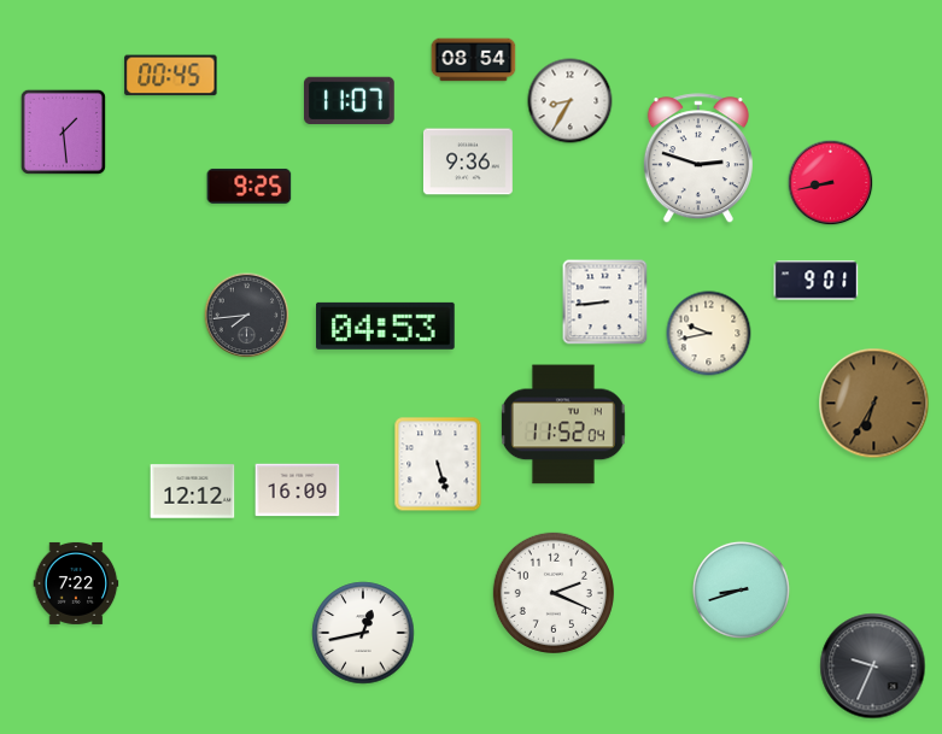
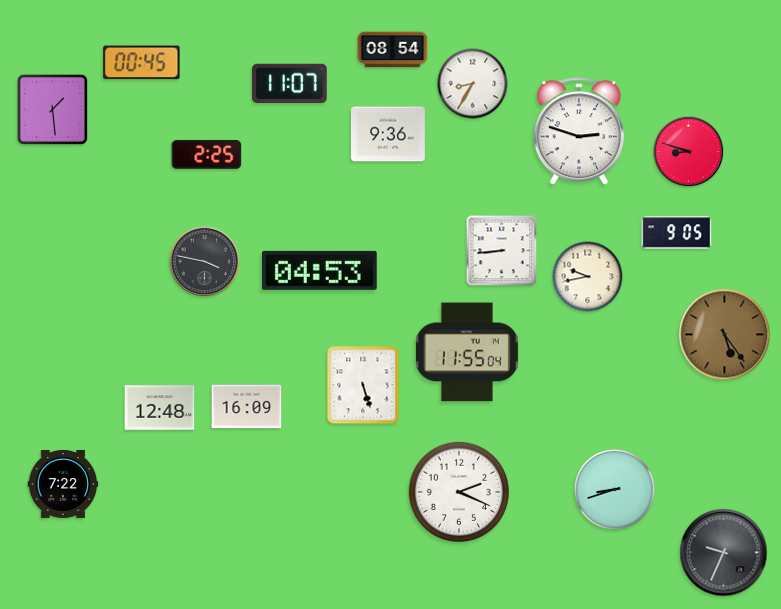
clock at (831, 183): 8:43 -> 8:48
clock at (250, 186): 9:25 -> 2:25
clock at (817, 281): 9:01 -> 9:05
clock at (247, 316): 7:44 -> 3:47
clock at (874, 404): 6:35 -> 5:24
clock at (563, 424): 11:52 -> 11:55
clock at (193, 492): 12:12 -> 12:48
clock at (363, 633): 12:43 -> none
